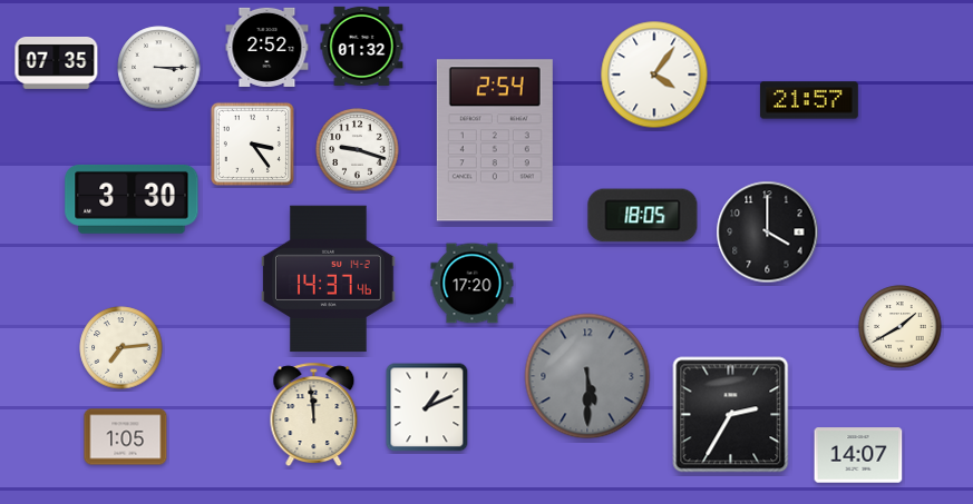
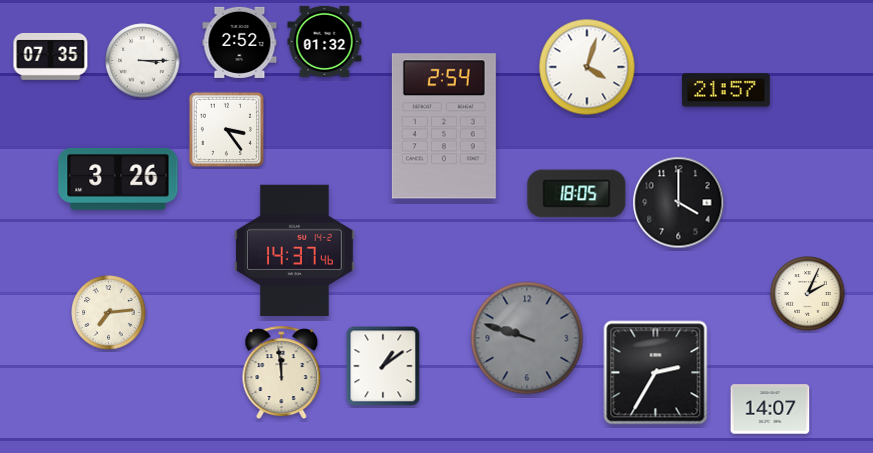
clock at (654, 75): 4:06 -> 4:03
clock at (358, 150): 9:18 -> none
clock at (132, 199): 3:30 -> 3:26
clock at (768, 233) position: (768, 233) -> (679, 203)
clock at (473, 284): 17:20 -> none
clock at (901, 327): 1:40 -> 2:04
clock at (587, 376): 5:30 -> 9:48
clock at (427, 407): 1:11 -> 1:09
clock at (126, 437): 1:05 -> none
